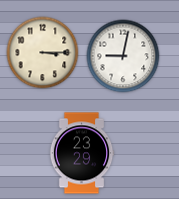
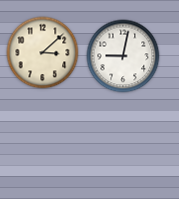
clock at (43, 53): 3:15 -> 3:08
clock at (82, 153): 23:29 -> none
